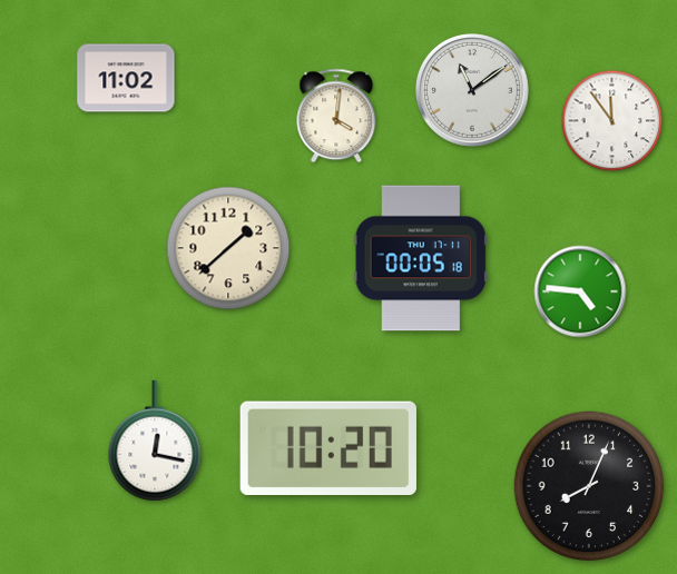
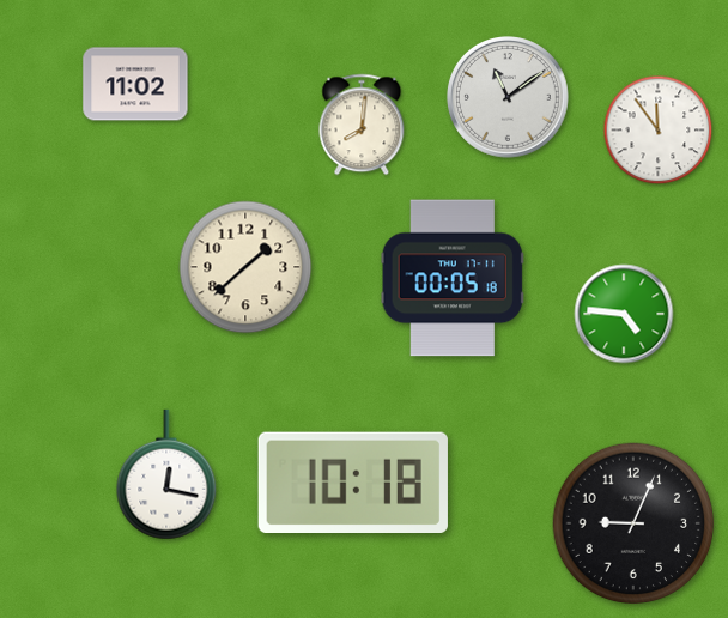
clock at (336, 116): 4:01 -> 8:01
clock at (328, 447): 10:20 -> 10:18
clock at (589, 486): 8:04 -> 9:04
